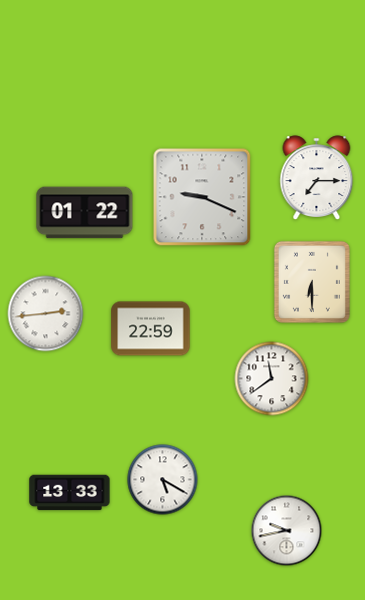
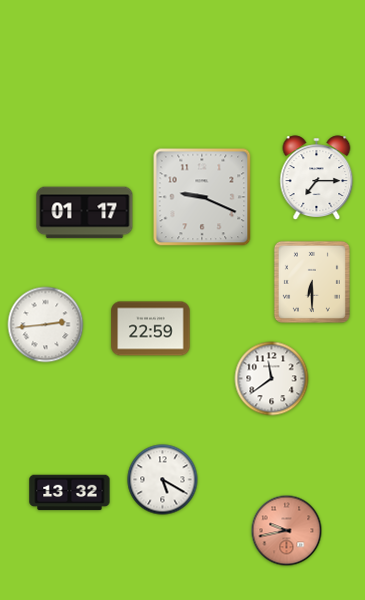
clock at (85, 213): 01:22 -> 01:17
clock at (46, 314) position: (46, 314) -> (46, 325)
clock at (70, 493): 13:33 -> 13:32
clock at (287, 531) dial: white -> salmon
